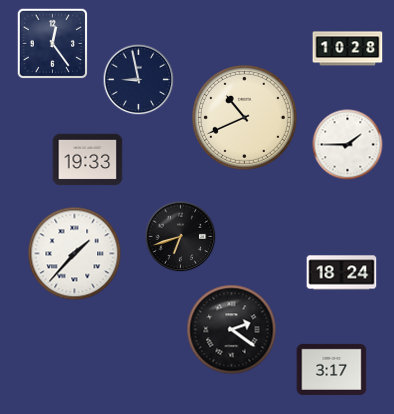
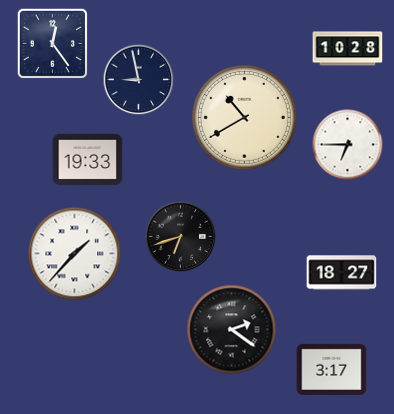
clock at (244, 117): 10:41 -> 10:40
clock at (348, 145): 1:45 -> 6:45
clock at (342, 273): 18:24 -> 18:27
